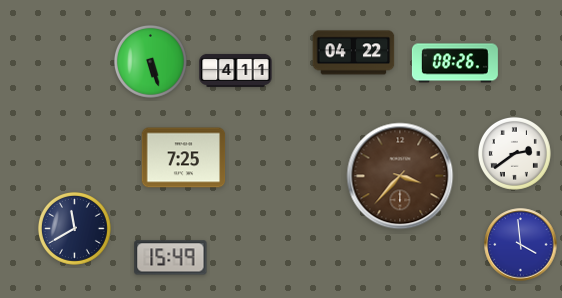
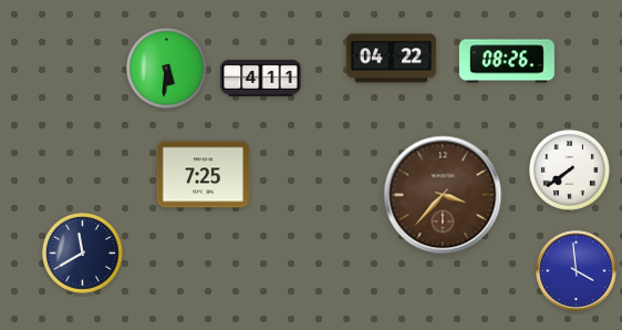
clock at (150, 61): 5:27 -> 5:31
clock at (455, 63) position: (455, 63) -> (507, 61)
clock at (514, 153): 2:39 -> 7:39
clock at (171, 258): 15:49 -> none
